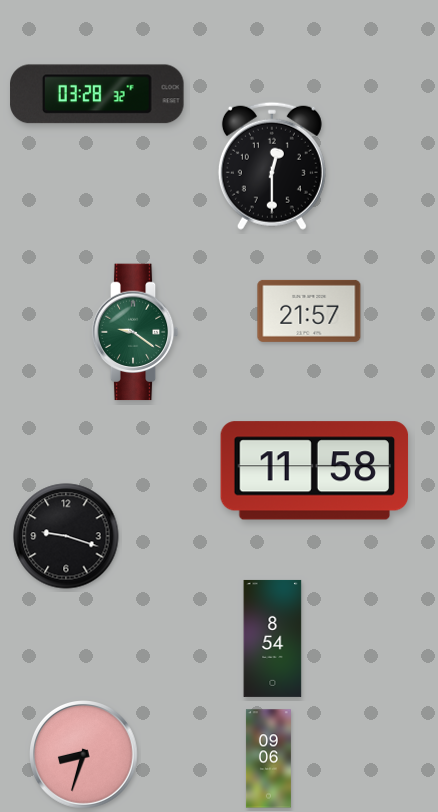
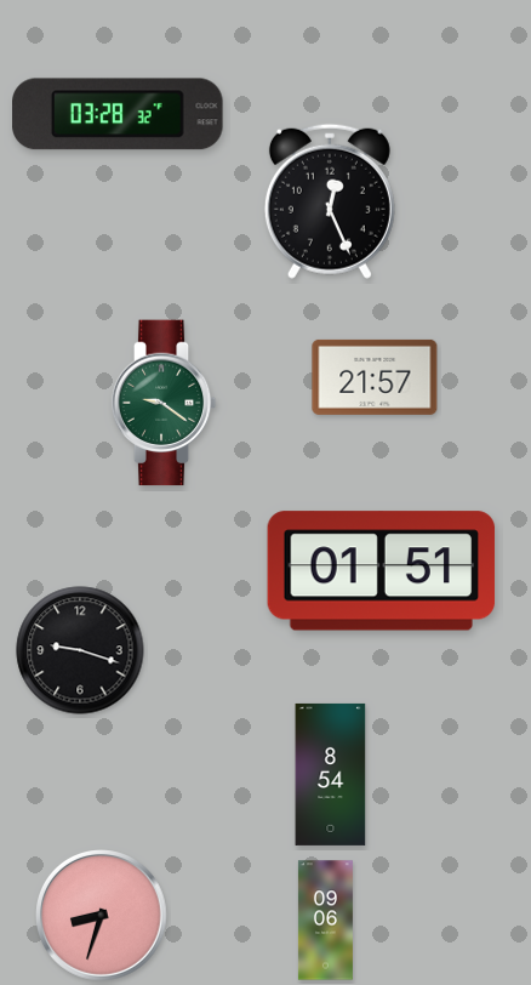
clock at (272, 166): 12:30 -> 12:26
clock at (315, 471): 11:58 -> 01:51
